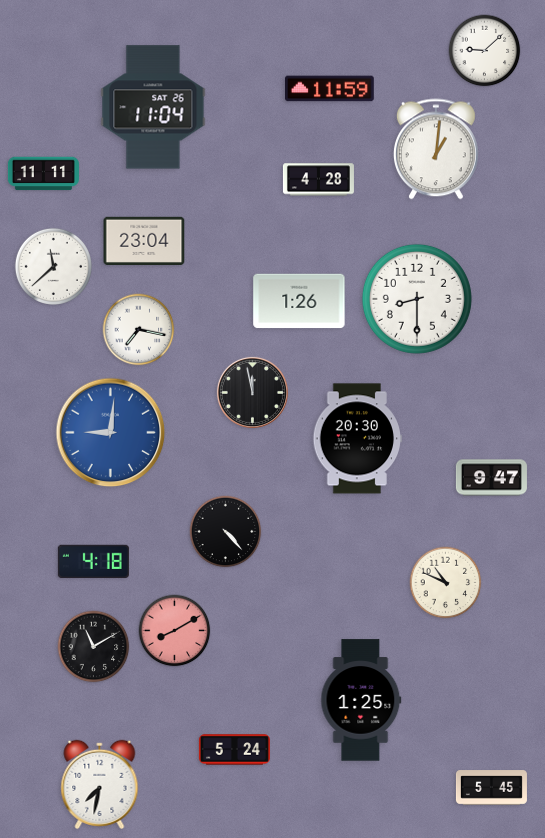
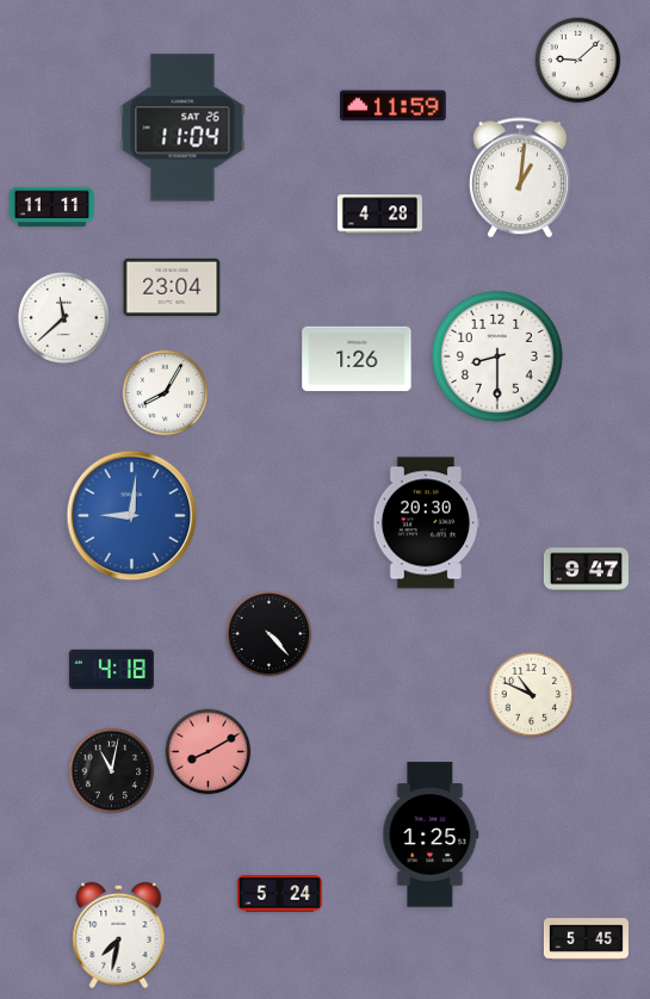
clock at (139, 330): 7:17 -> 8:05
clock at (252, 392): 11:58 -> none
clock at (94, 647): 11:10 -> 11:02
